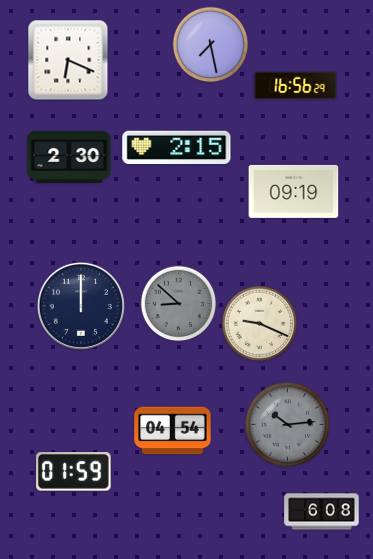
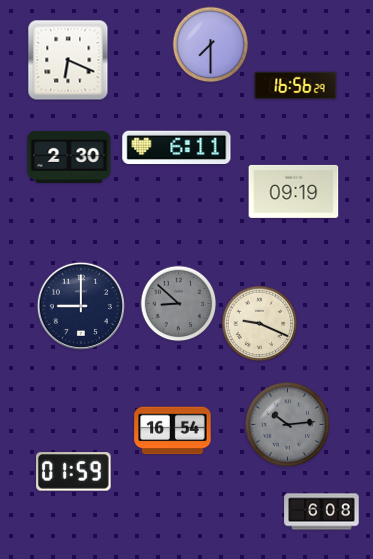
clock at (211, 45): 7:28 -> 7:30
clock at (177, 147): 2:15 -> 6:11
clock at (81, 306): 12:00 -> 9:00
clock at (173, 431): 04:54 -> 16:54
